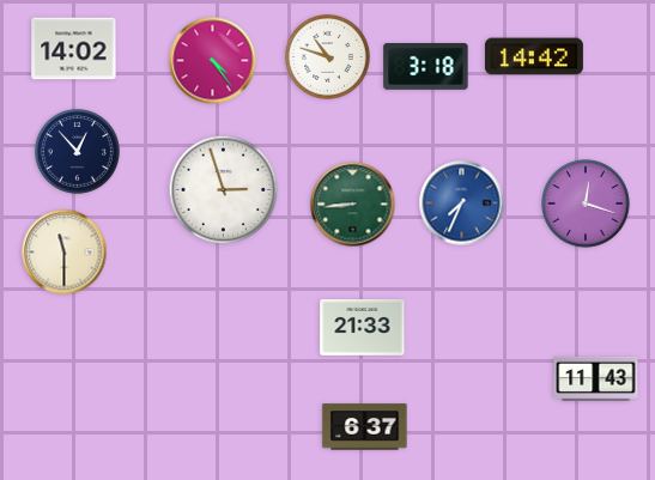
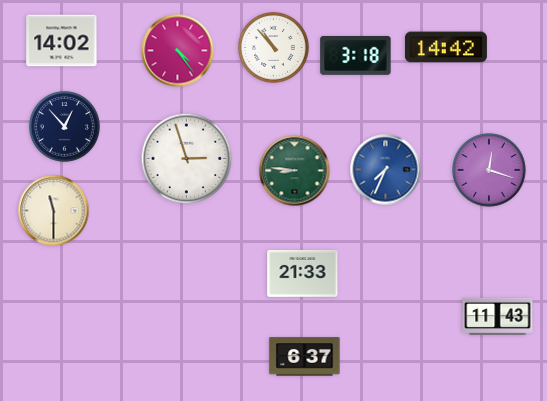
clock at (328, 57): 10:48 -> 10:53
clock at (353, 205): 8:44 -> 8:46
